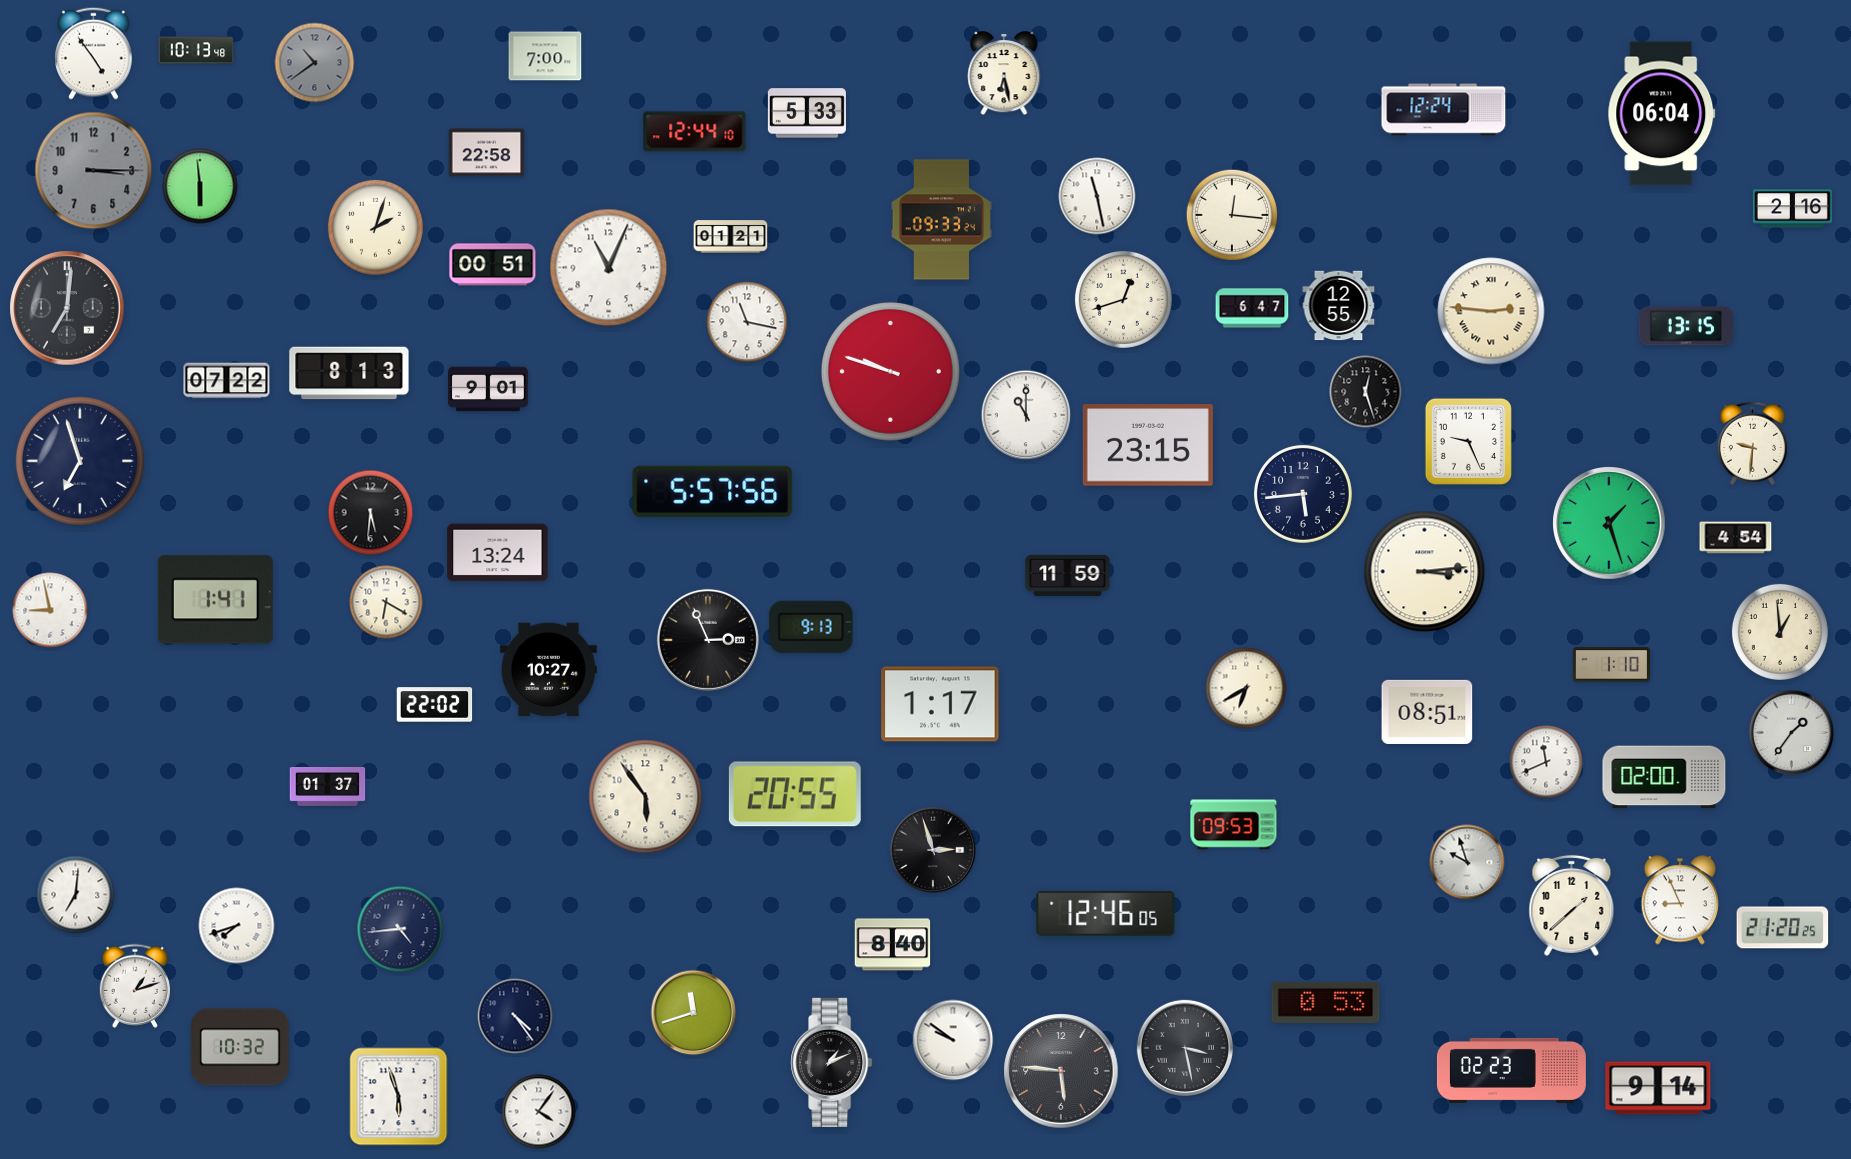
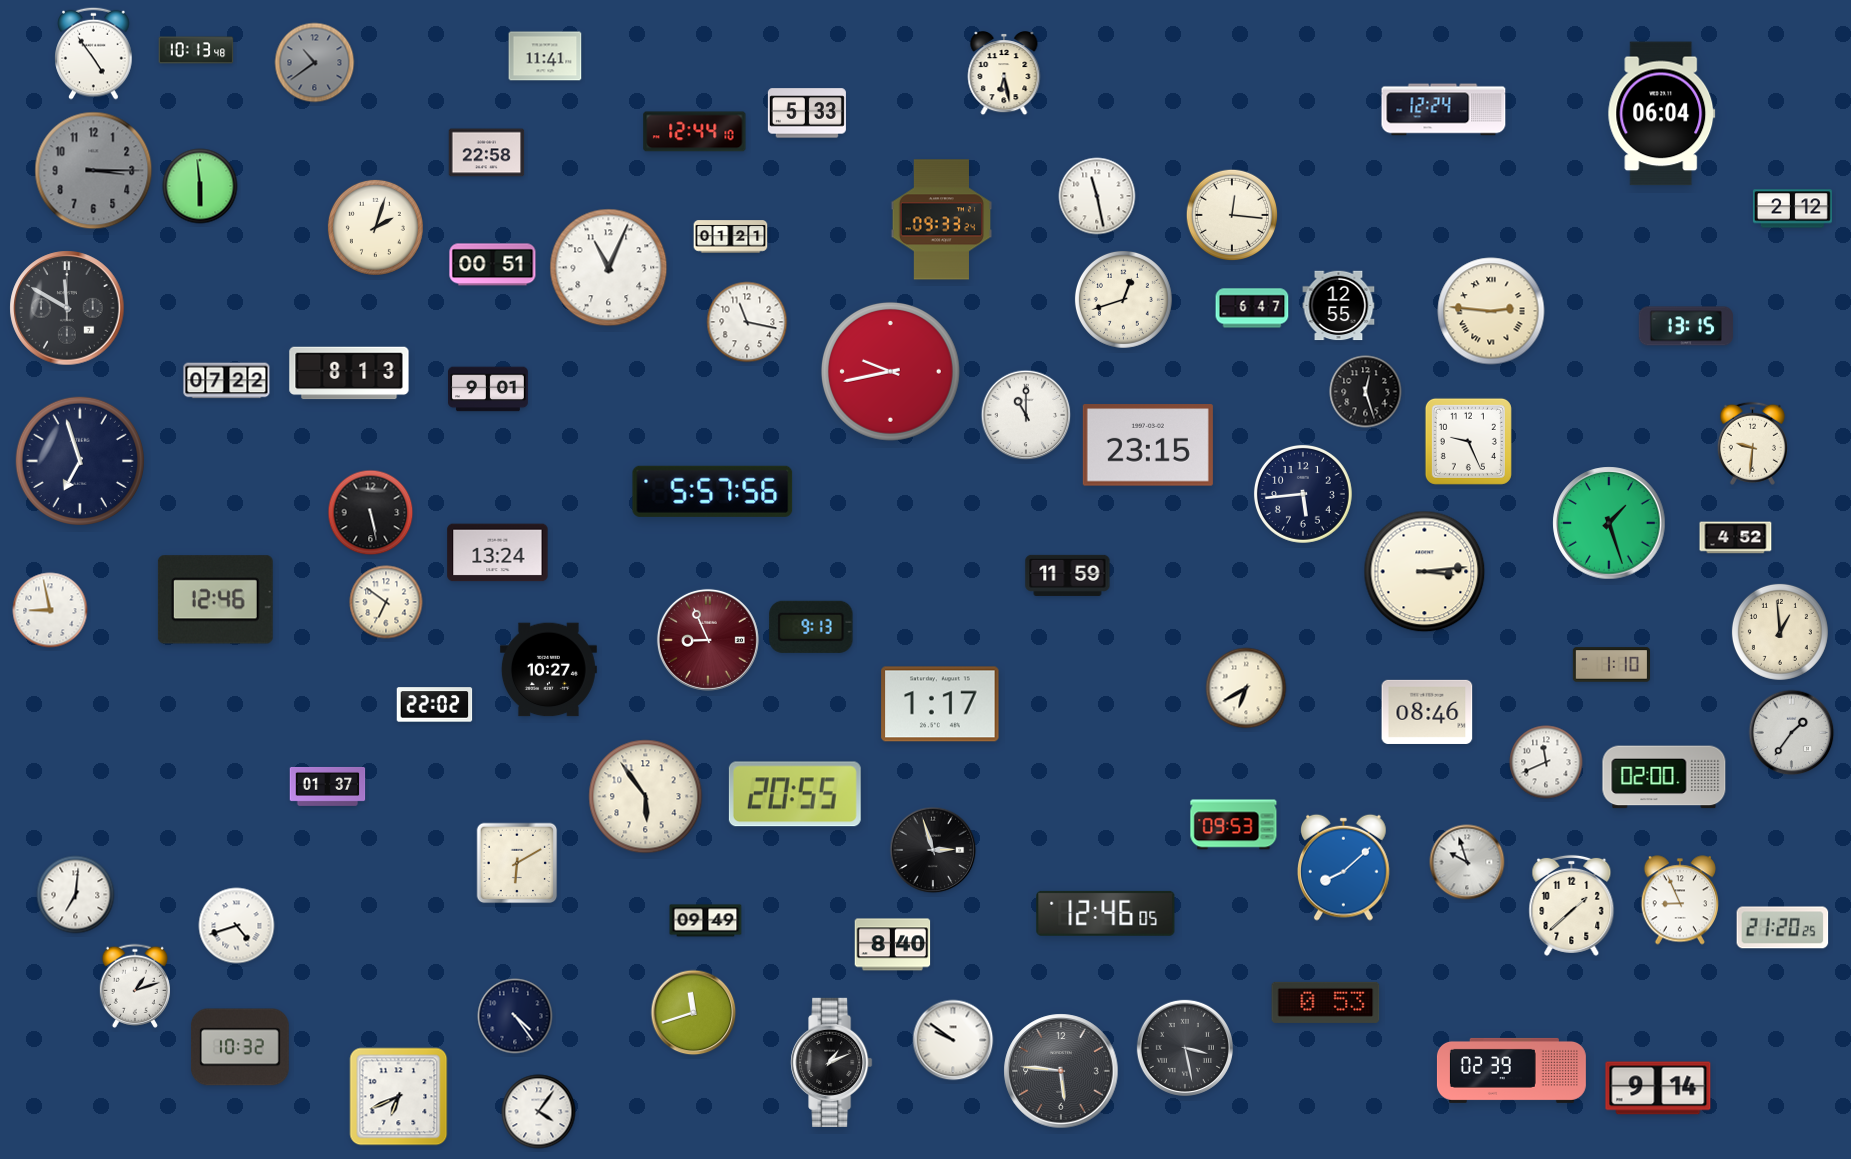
clock at (545, 56): 7:00 -> 11:41
clock at (1792, 209): 2:16 -> 2:12
clock at (67, 308): 7:01 -> 11:50
clock at (890, 371): 9:48 -> 9:43
clock at (371, 513): 5:31 -> 5:28
clock at (1736, 538): 4:54 -> 4:52
clock at (215, 600): 1:41 -> 12:46
clock at (386, 602): 6:20 -> 6:51
clock at (708, 640): 2:56 -> 8:56
clock at (708, 640) dial: black -> burgundy
clock at (1427, 712): 08:51 -> 08:46
clock at (517, 863): none -> 6:10
clock at (1344, 867): none -> 8:08
clock at (706, 921): none -> 09:49
clock at (237, 926): 7:42 -> 4:42
clock at (400, 929): 4:44 -> none
clock at (1511, 1070): 02:23 -> 02:39
clock at (399, 1097): 5:57 -> 6:41
